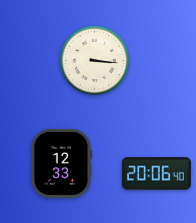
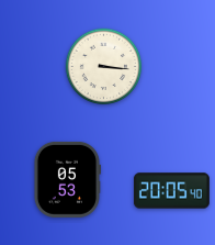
clock at (61, 163): 12:33 -> 05:53
clock at (156, 174): 20:06 -> 20:05
